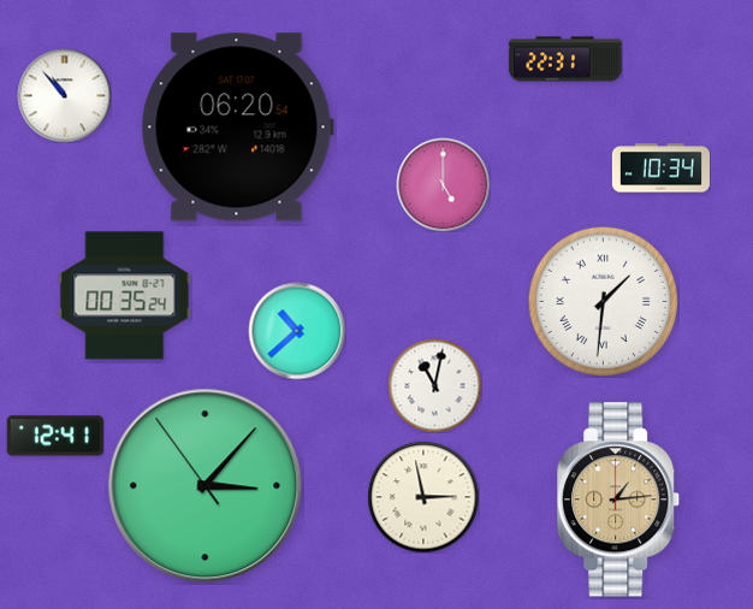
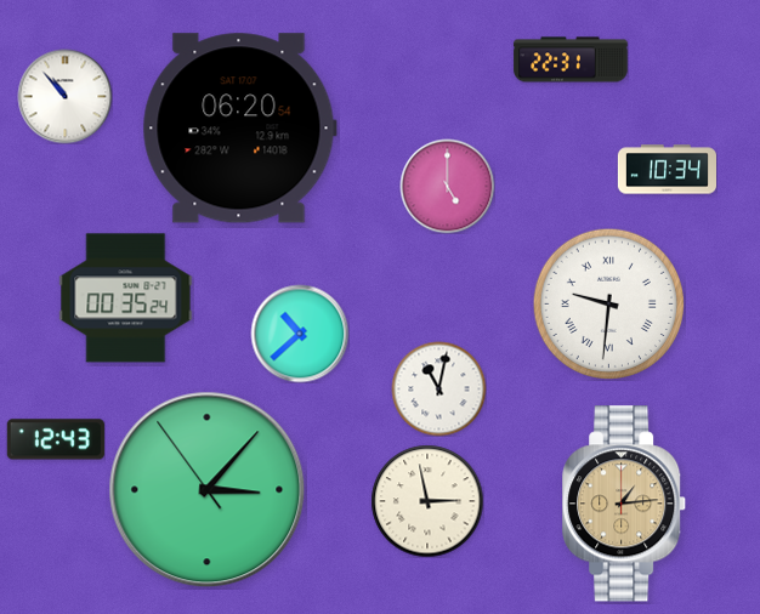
clock at (603, 301): 1:31 -> 9:31
clock at (55, 436): 12:41 -> 12:43
